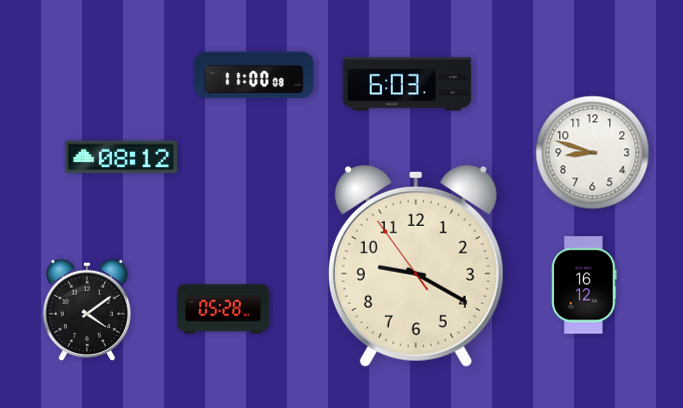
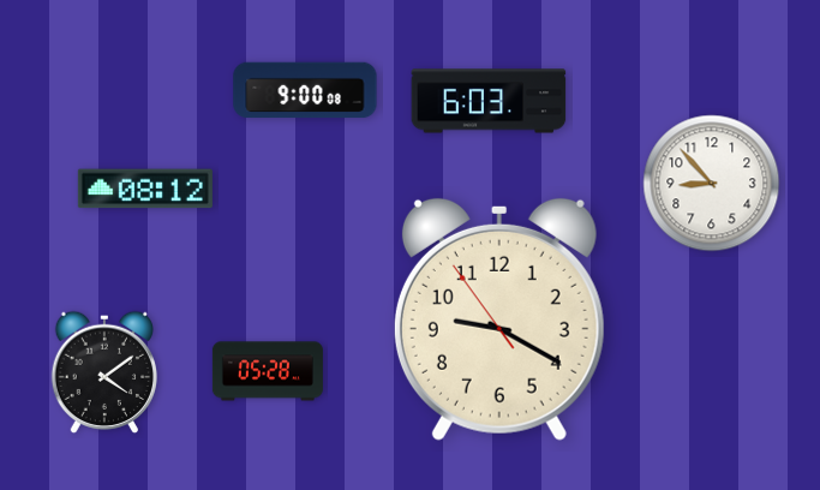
clock at (254, 75): 11:00 -> 9:00
clock at (593, 153): 8:48 -> 8:53
clock at (584, 285): 16:12 -> none
